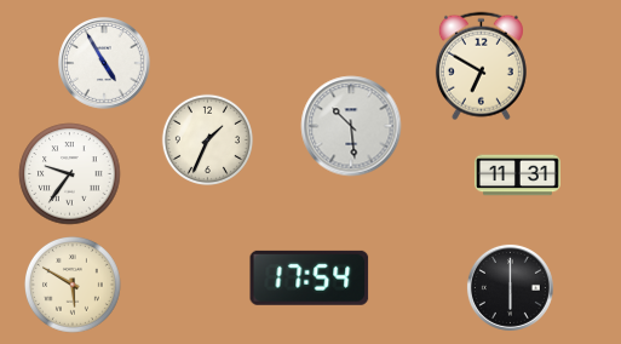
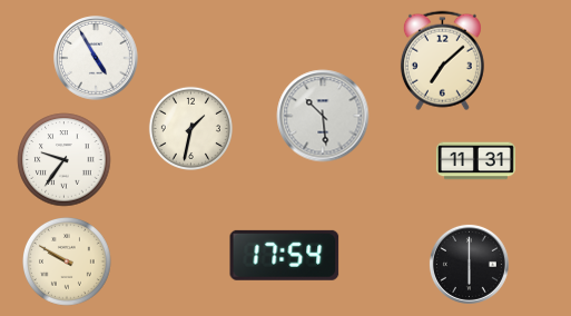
clock at (481, 67): 6:50 -> 7:08
clock at (207, 139): 1:34 -> 1:32
clock at (74, 286): 5:50 -> 9:50
